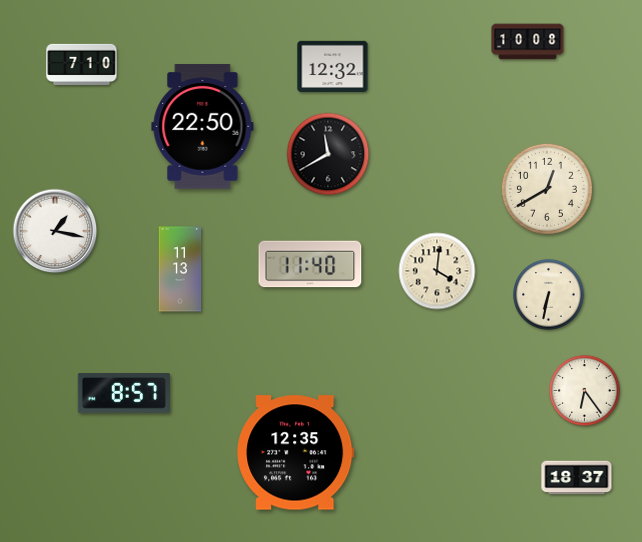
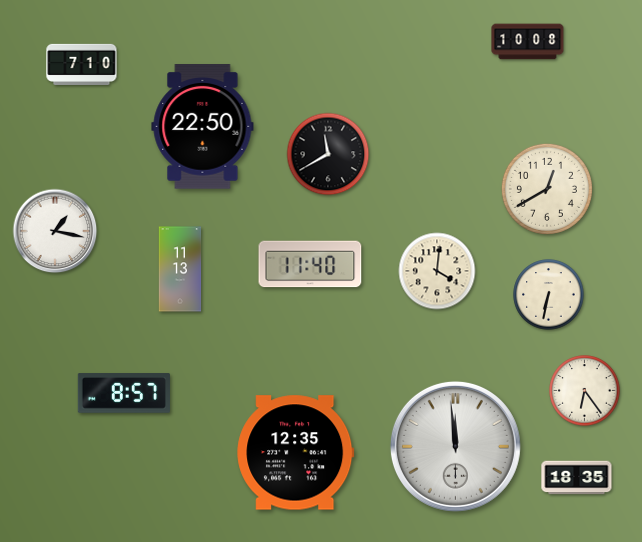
clock at (333, 66): 12:32 -> none
clock at (455, 446): none -> 11:59
clock at (577, 478): 18:37 -> 18:35
